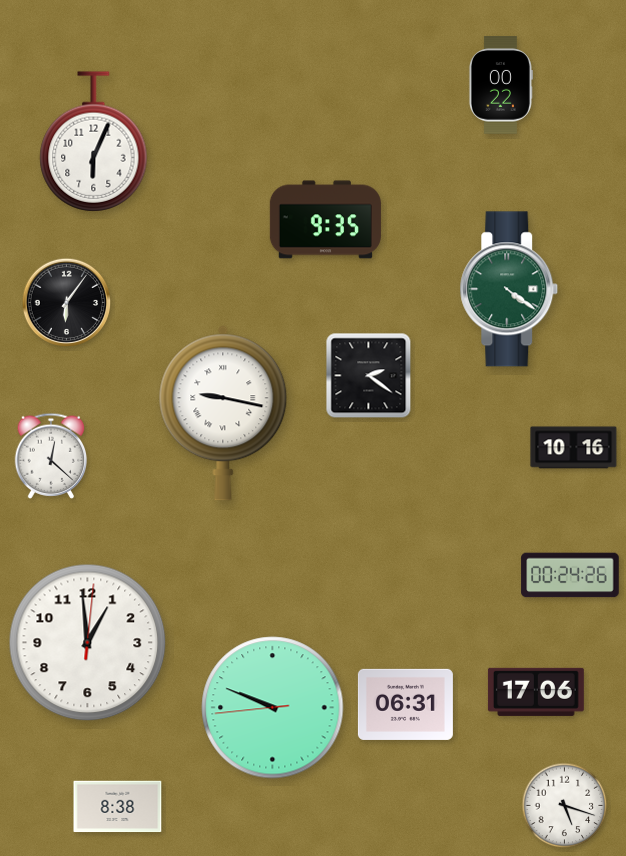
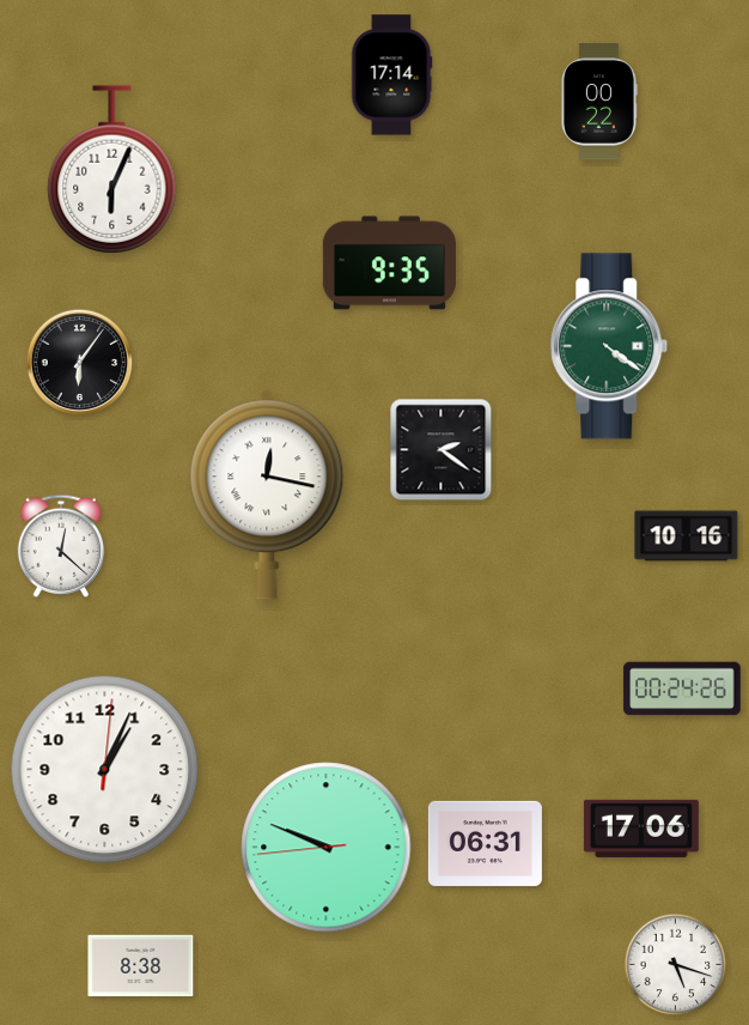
clock at (391, 75): none -> 17:14
clock at (223, 413): 9:17 -> 12:17
clock at (88, 643): 12:59 -> 1:04
